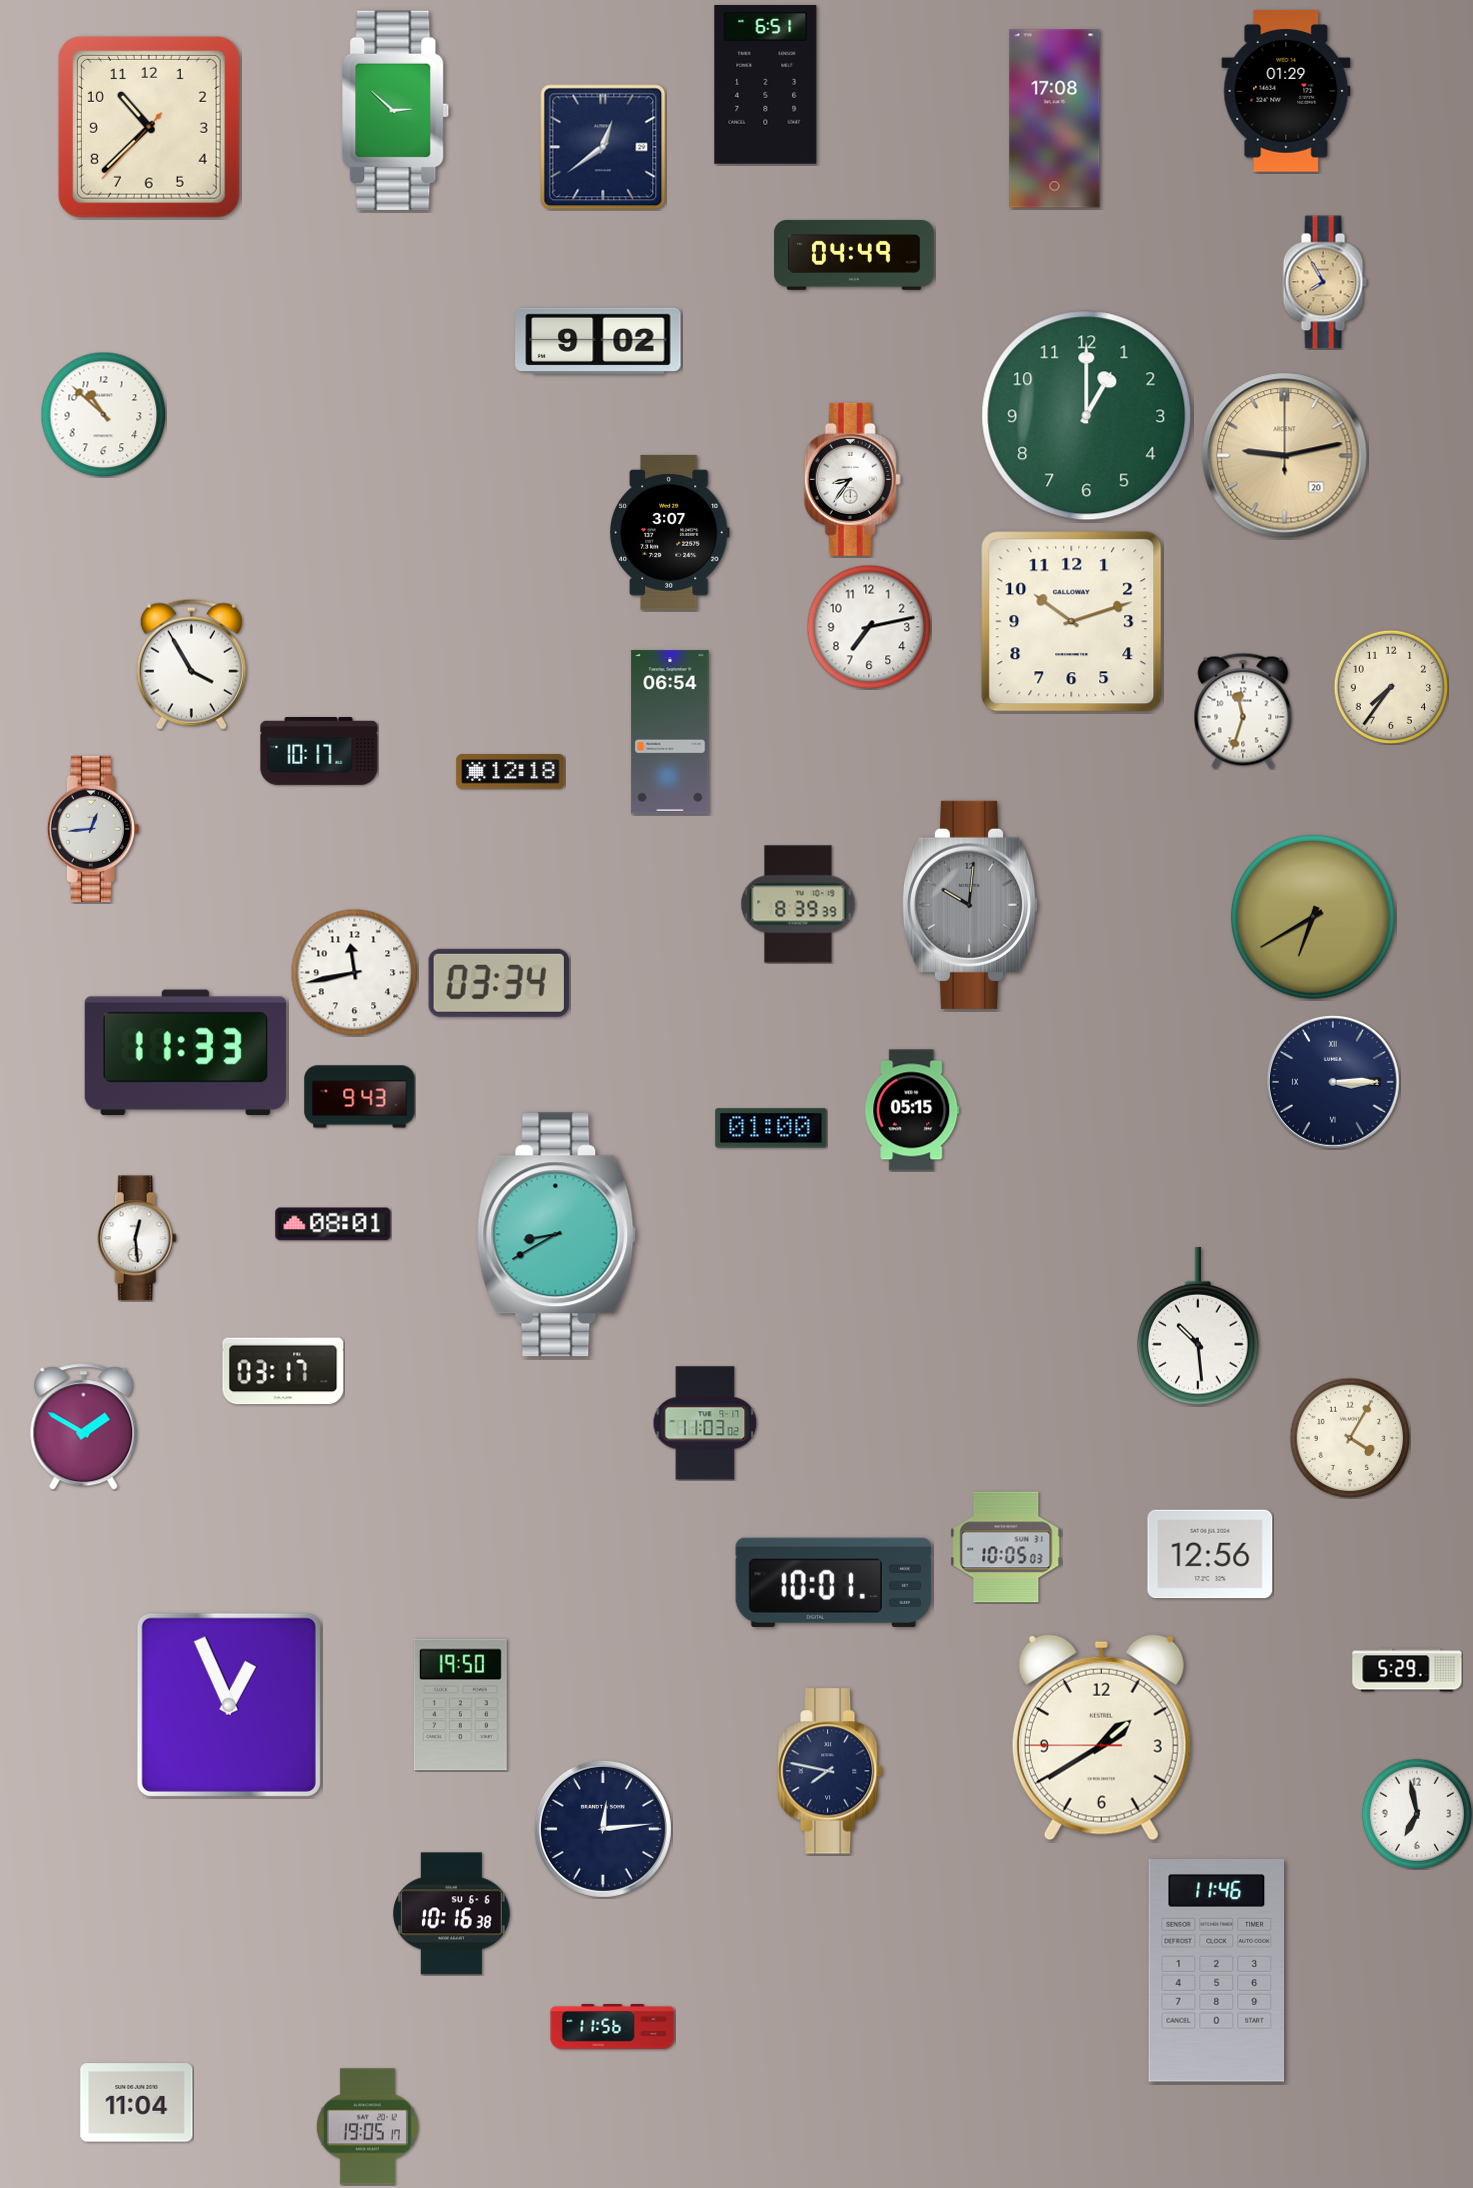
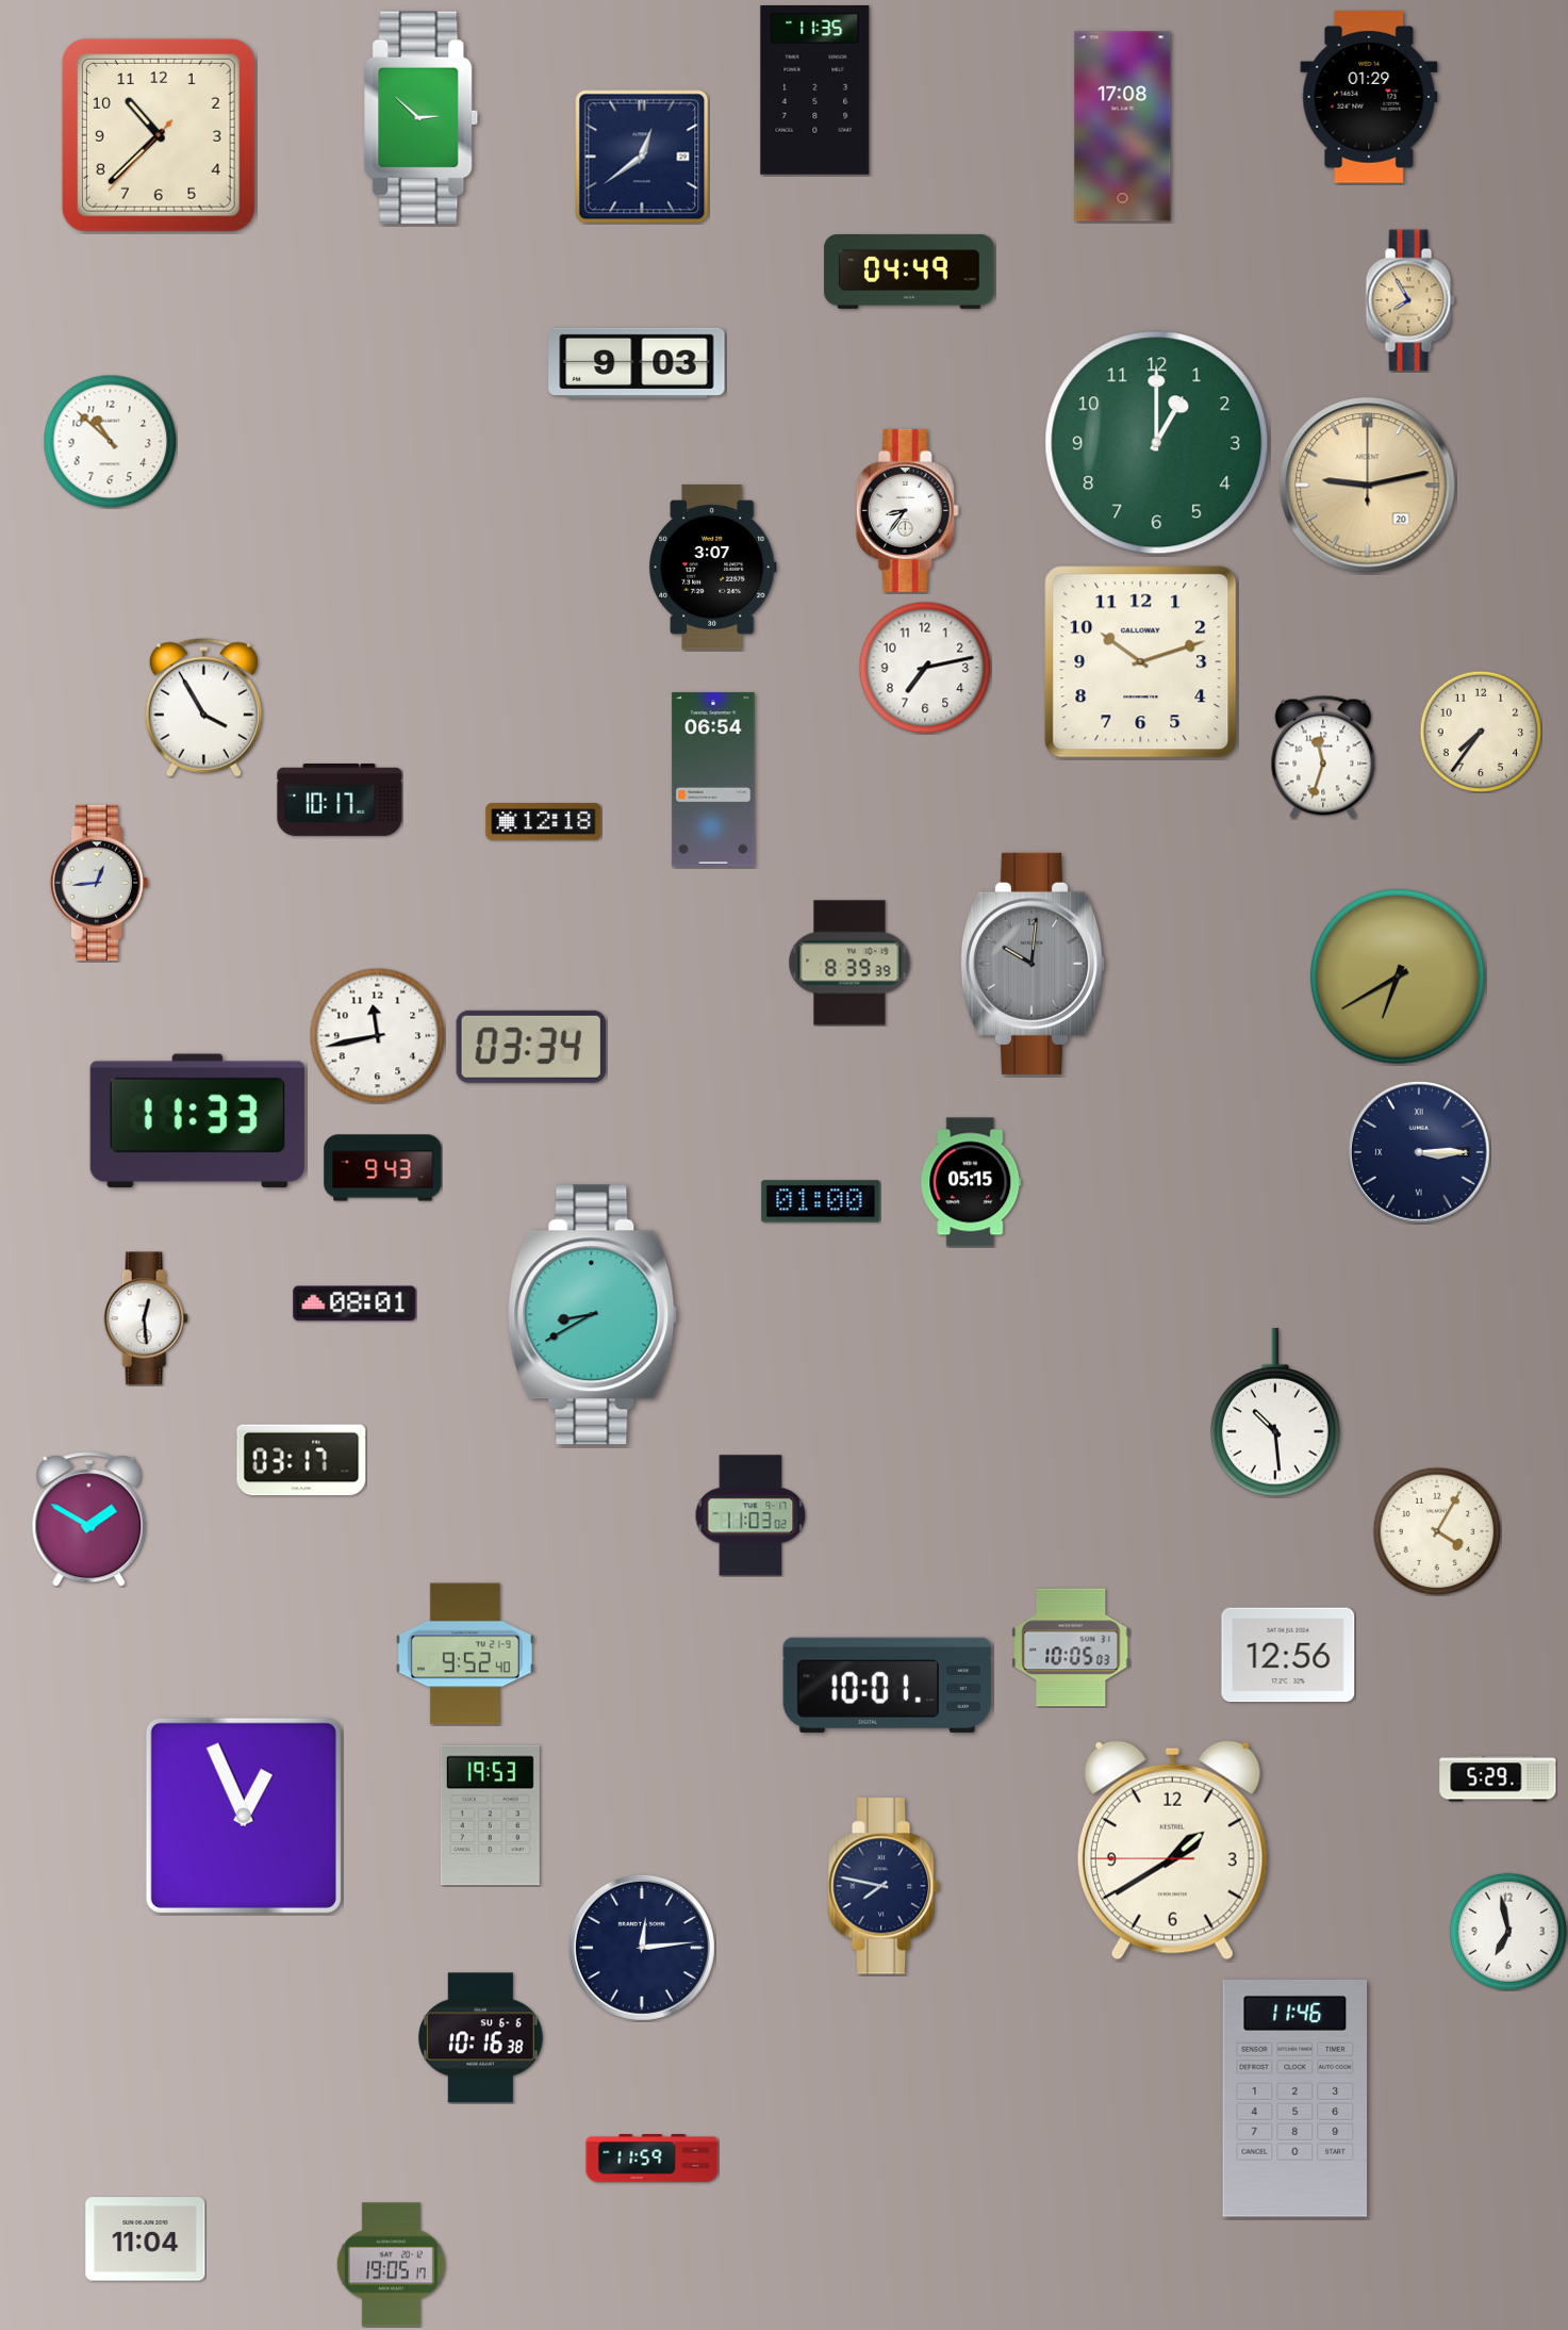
clock at (766, 85): 6:51 -> 11:35
clock at (598, 341): 9:02 -> 9:03
clock at (465, 1654): none -> 9:52
clock at (460, 1705): 19:50 -> 19:53
clock at (613, 2027): 11:56 -> 11:59
